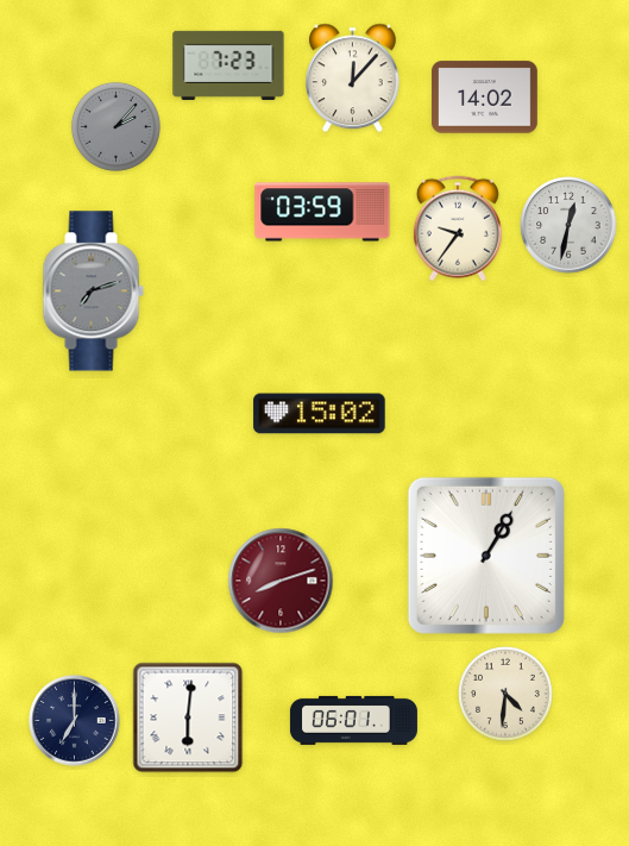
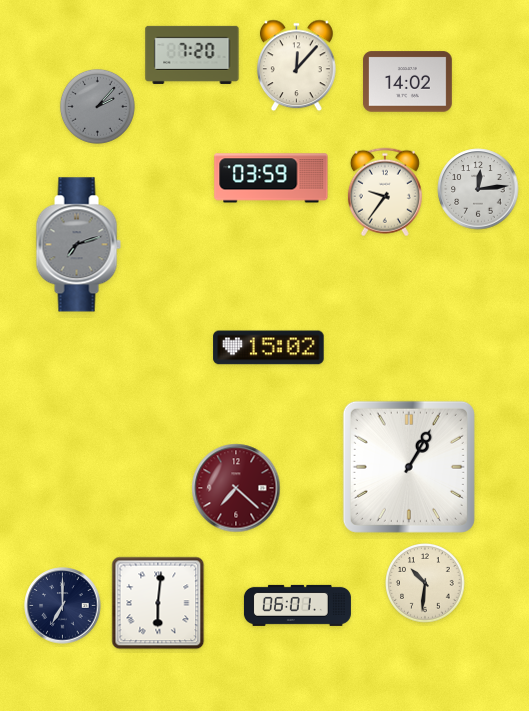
clock at (228, 65): 7:23 -> 7:20
clock at (568, 225): 12:32 -> 12:14
clock at (281, 581): 8:12 -> 7:22
clock at (505, 694): 4:31 -> 10:31
